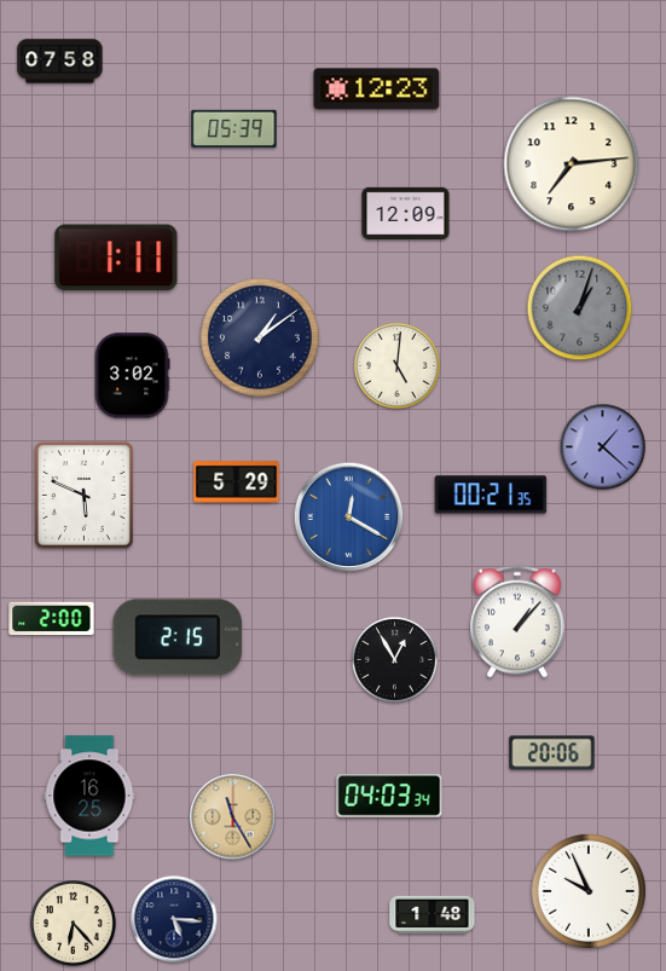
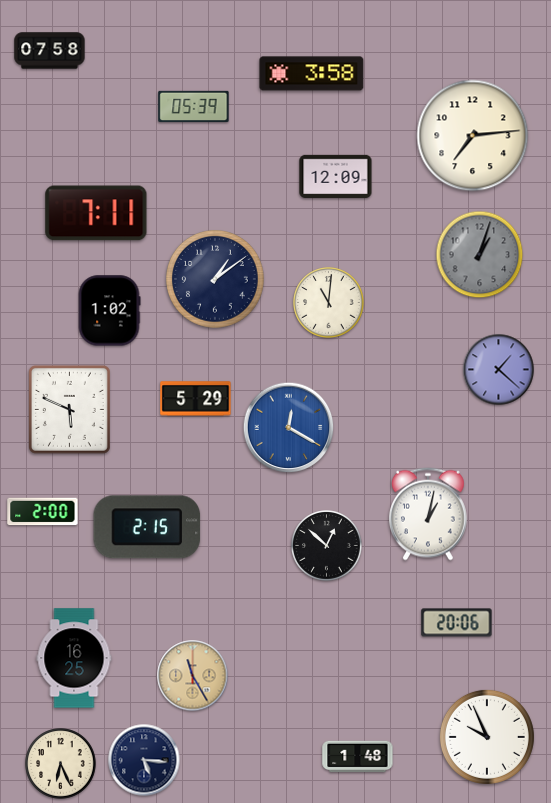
clock at (377, 89): 12:23 -> 3:58
clock at (116, 258): 1:11 -> 7:11
clock at (398, 366): 5:01 -> 11:01
clock at (132, 376): 3:02 -> 1:02
clock at (491, 495): 00:21 -> none
clock at (519, 622): 1:07 -> 1:02
clock at (395, 660): 12:55 -> 12:52
clock at (389, 796): 04:03 -> none
clock at (74, 924): 6:23 -> 6:26
